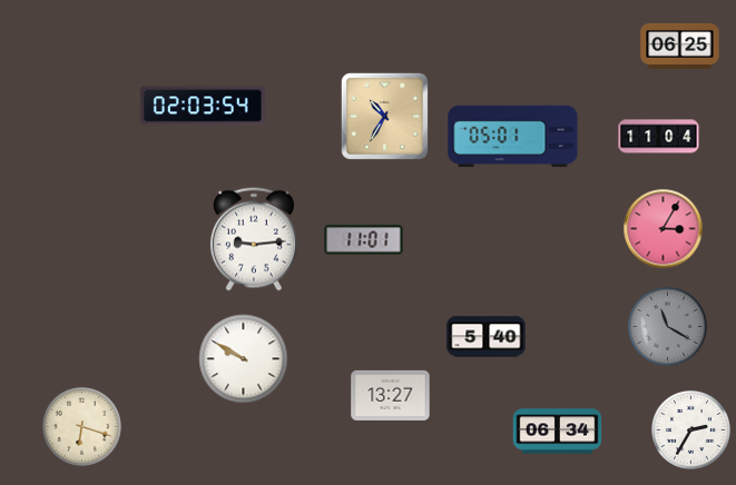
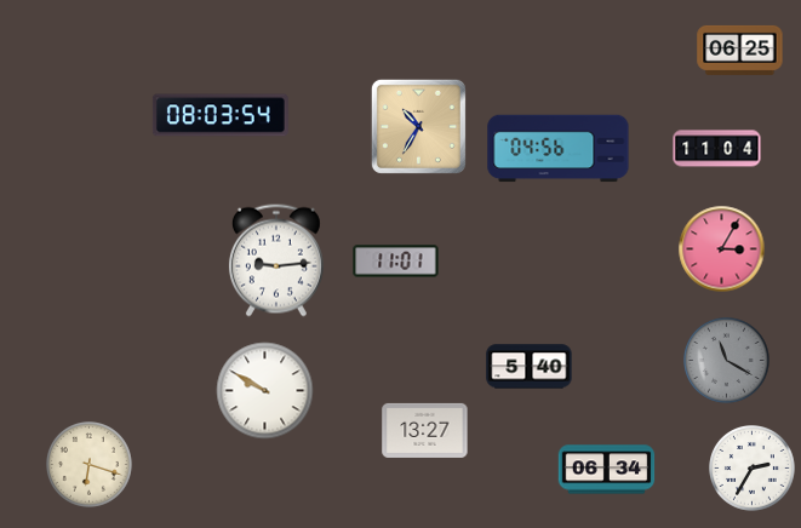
clock at (203, 106): 02:03 -> 08:03
clock at (513, 137): 05:01 -> 04:56
clock at (668, 327) position: (668, 327) -> (727, 361)
